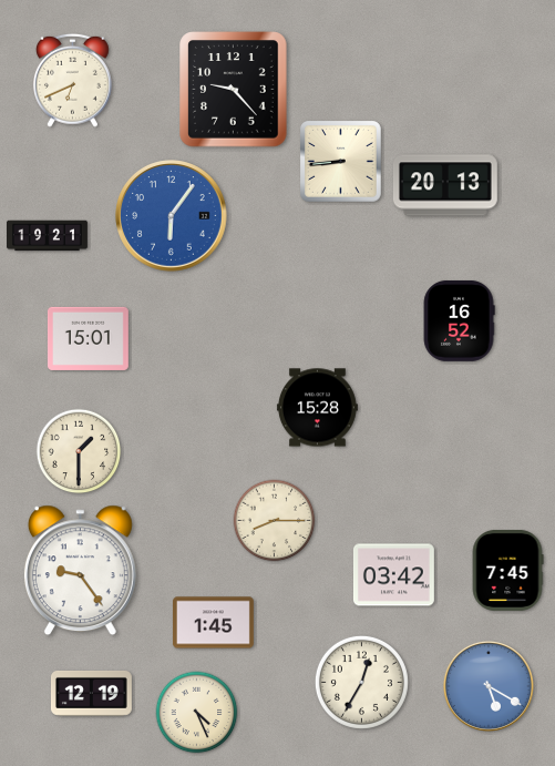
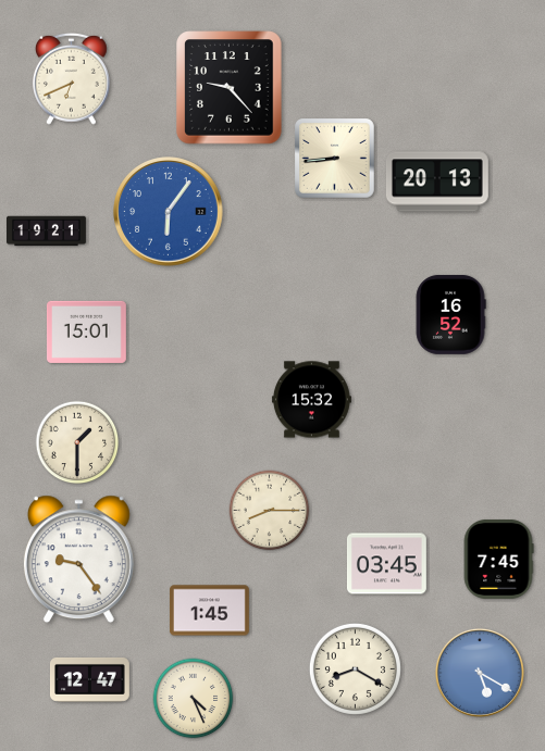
clock at (317, 408): 15:28 -> 15:32
clock at (393, 575): 03:42 -> 03:45
clock at (361, 682): 12:35 -> 8:20
clock at (91, 693): 12:19 -> 12:47
